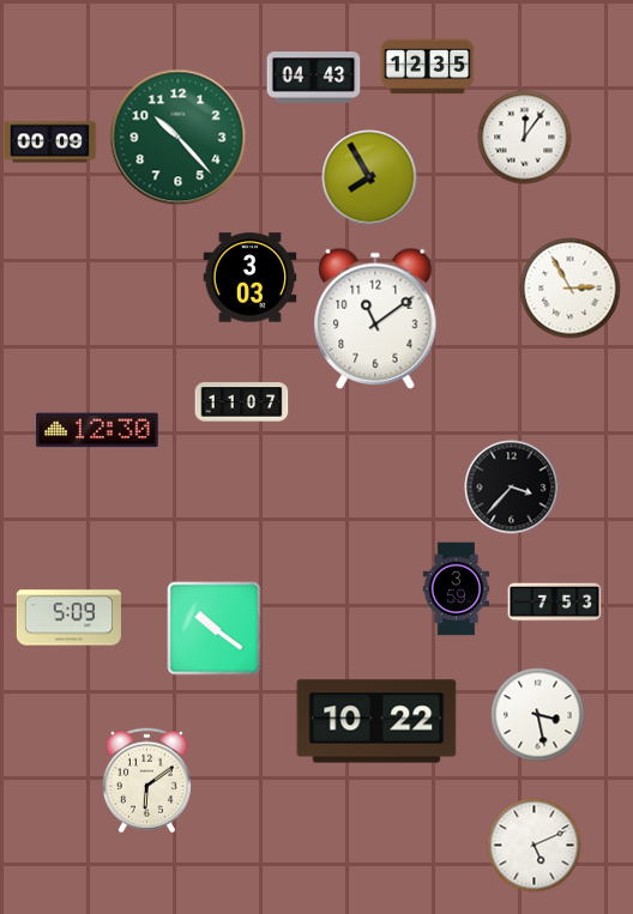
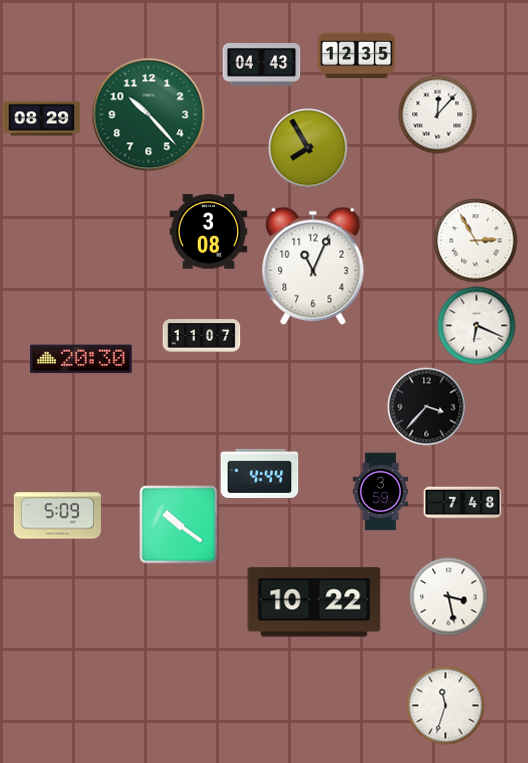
clock at (524, 137): 12:06 -> 12:07
clock at (49, 143): 00:09 -> 08:29
clock at (249, 278): 3:03 -> 3:08
clock at (375, 319): 11:09 -> 11:04
clock at (476, 325): none -> 6:19
clock at (97, 430): 12:30 -> 20:30
clock at (259, 473): none -> 4:44
clock at (554, 603): 7:53 -> 7:48
clock at (146, 780): 6:09 -> none
clock at (533, 845): 5:11 -> 11:33
